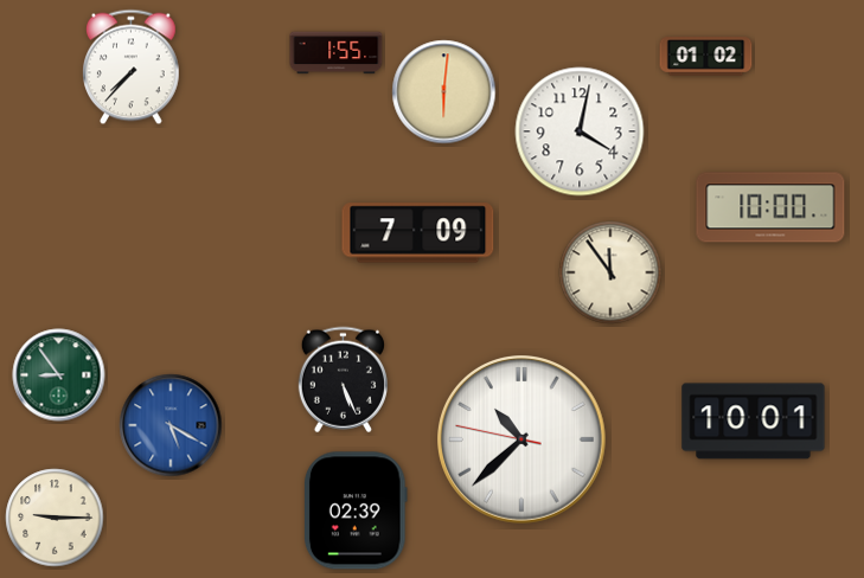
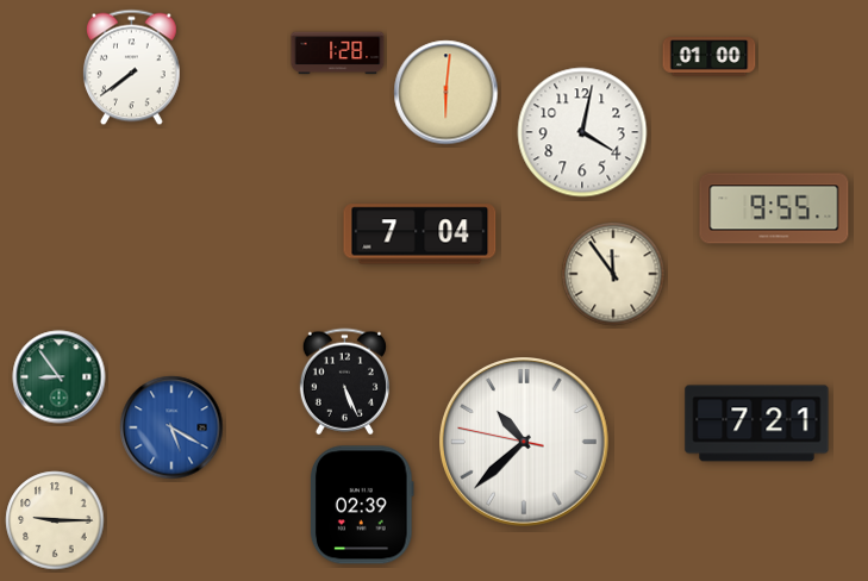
clock at (337, 53): 1:55 -> 1:28
clock at (706, 57): 01:02 -> 01:00
clock at (132, 68): 7:37 -> 7:39
clock at (770, 207): 10:00 -> 9:55
clock at (418, 233): 7:09 -> 7:04
clock at (754, 422): 10:01 -> 7:21
clock at (356, 510) position: (356, 510) -> (362, 505)
